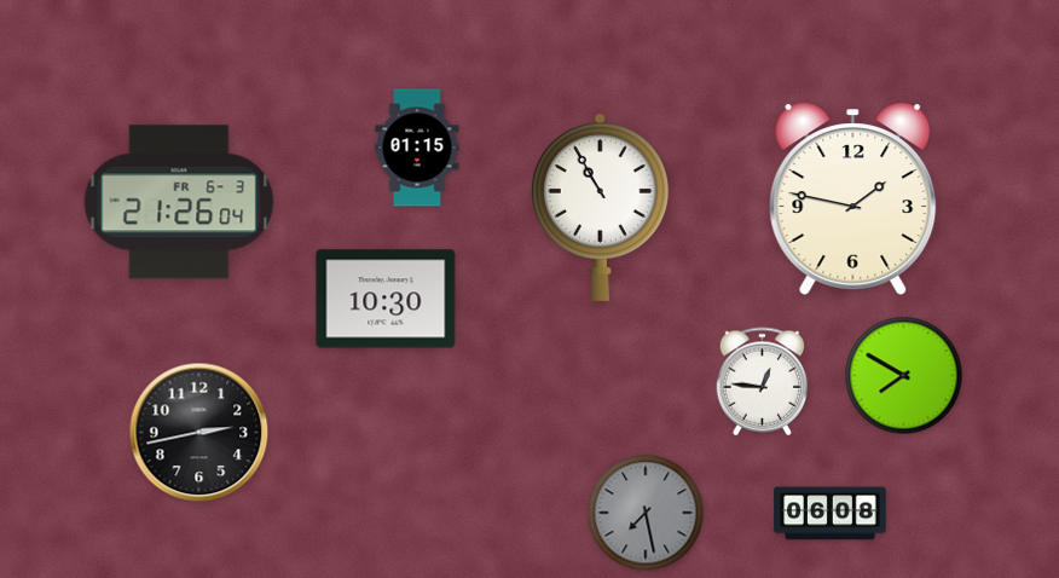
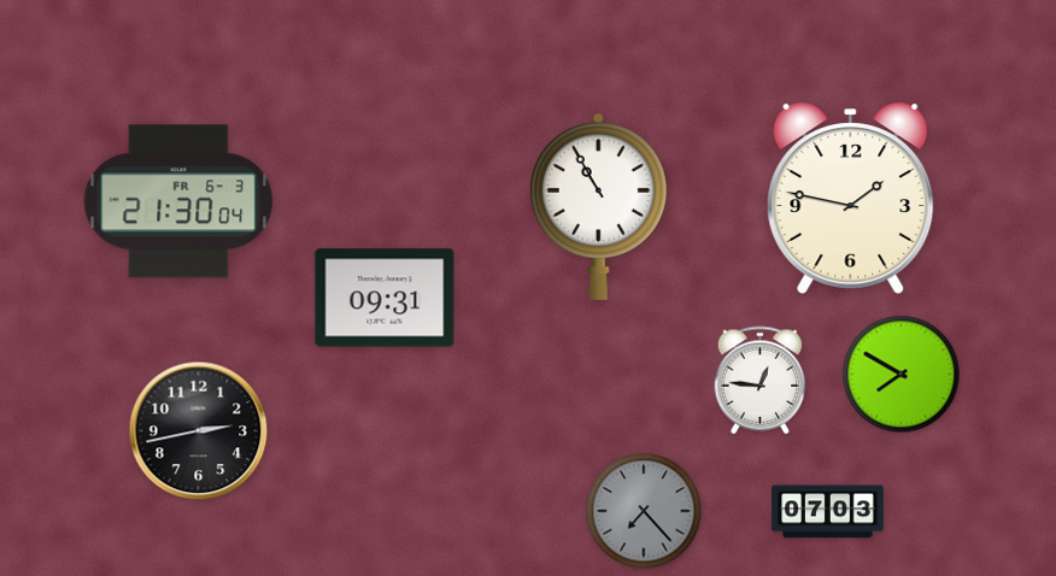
clock at (417, 148): 01:15 -> none
clock at (179, 202): 21:26 -> 21:30
clock at (386, 299): 10:30 -> 09:31
clock at (646, 513): 7:28 -> 7:23
clock at (831, 514): 06:08 -> 07:03
